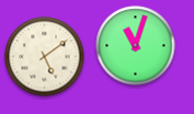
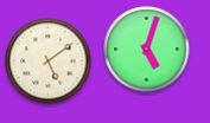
clock at (136, 46): 11:03 -> 5:03
